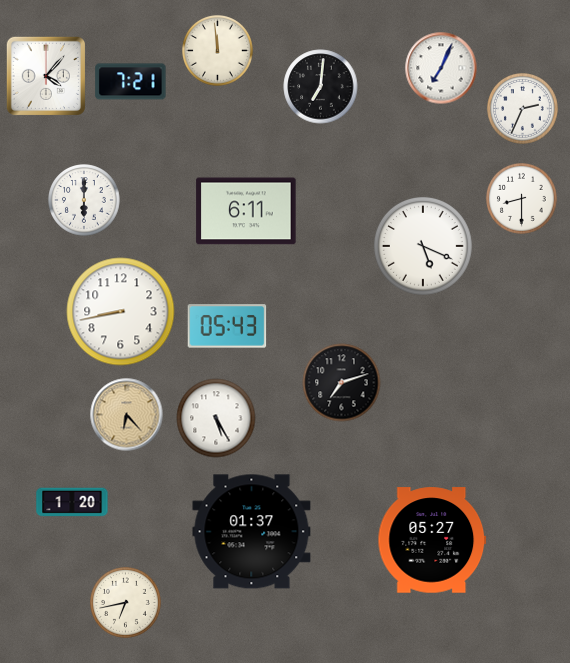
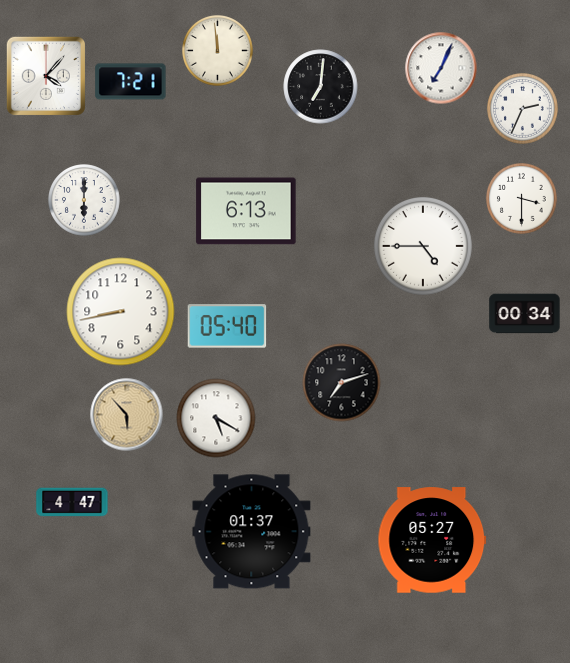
clock at (522, 199): 8:30 -> 3:30
clock at (246, 211): 6:11 -> 6:13
clock at (423, 246): 5:19 -> 4:45
clock at (525, 314): none -> 00:34
clock at (227, 326): 05:43 -> 05:40
clock at (127, 415): 6:23 -> 5:53
clock at (216, 418): 5:25 -> 5:20
clock at (72, 502): 1:20 -> 4:47
clock at (126, 603): 6:43 -> none
